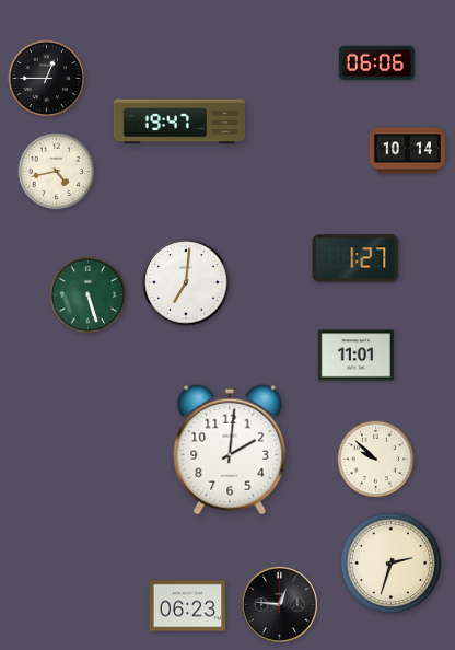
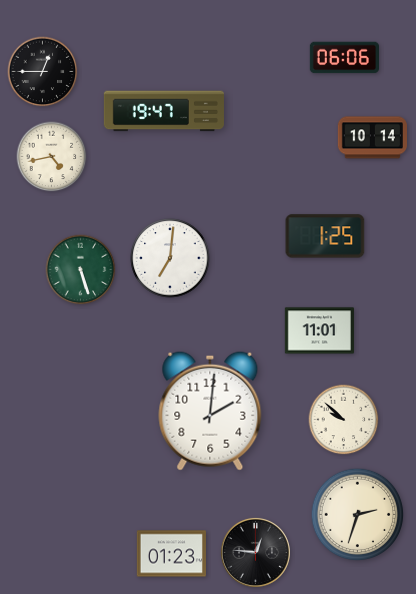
clock at (355, 258): 1:27 -> 1:25
clock at (355, 356) position: (355, 356) -> (319, 331)
clock at (187, 606): 06:23 -> 01:23
